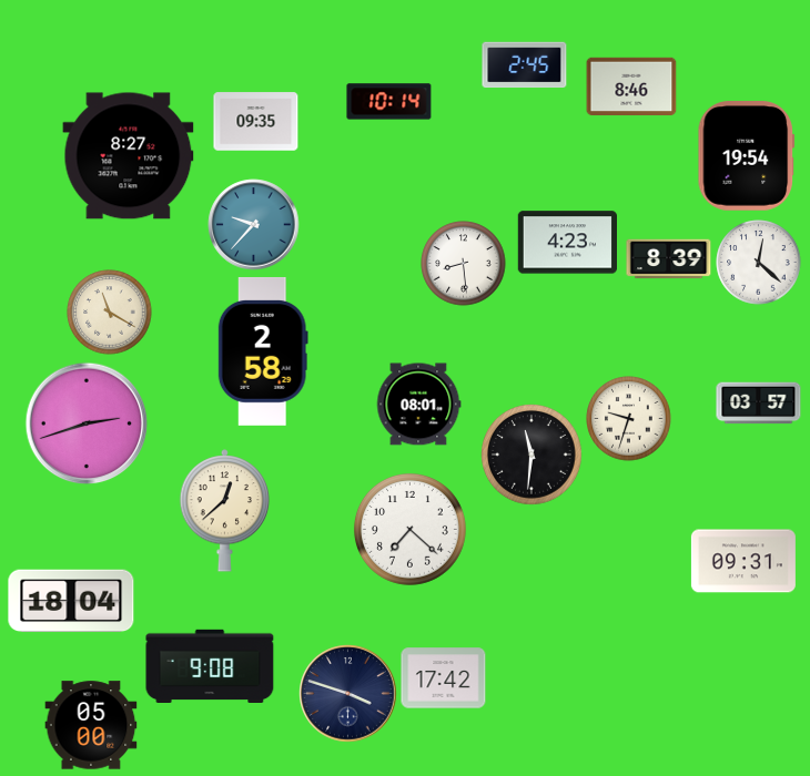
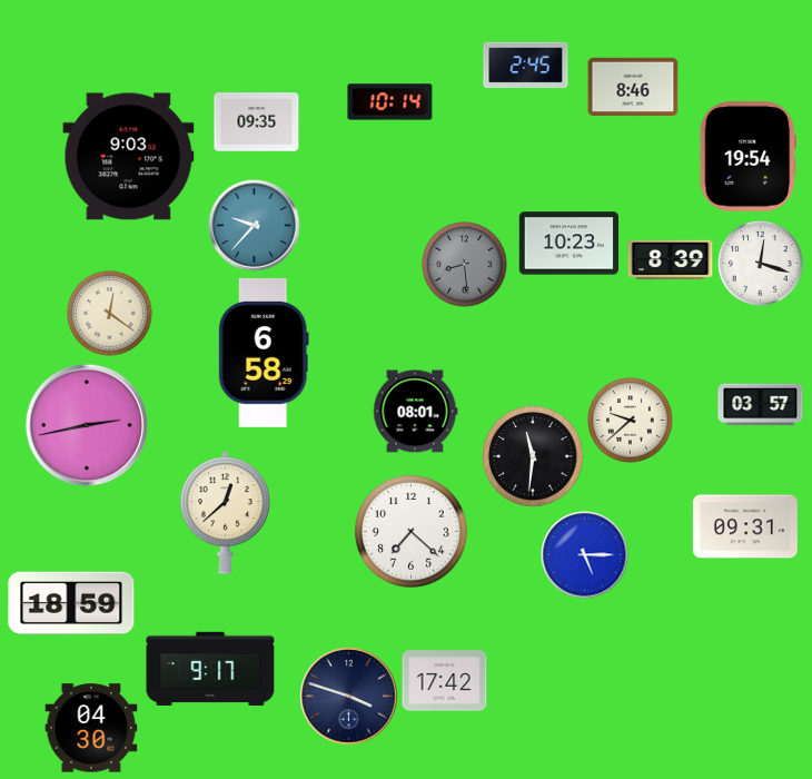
clock at (129, 156): 8:27 -> 9:03
clock at (567, 243): 4:23 -> 10:23
clock at (759, 263): 12:22 -> 12:18
clock at (464, 264) dial: white -> grey
clock at (110, 313): 11:20 -> 12:21
clock at (263, 351): 2:58 -> 6:58
clock at (418, 405) position: (418, 405) -> (415, 412)
clock at (629, 419): 9:33 -> 9:38
clock at (87, 423): 2:42 -> 2:43
clock at (585, 555): none -> 5:15
clock at (743, 561) position: (743, 561) -> (745, 526)
clock at (71, 601): 18:04 -> 18:59
clock at (210, 666): 9:08 -> 9:17
clock at (91, 725): 05:00 -> 04:30
